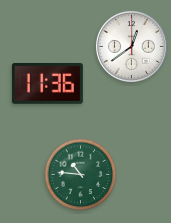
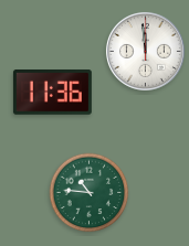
clock at (131, 46): 12:39 -> 11:59
